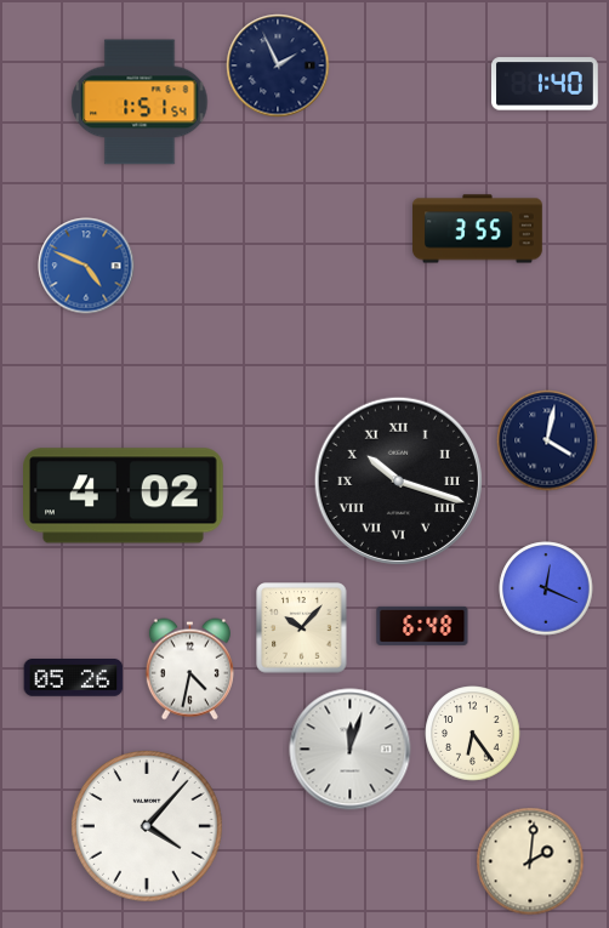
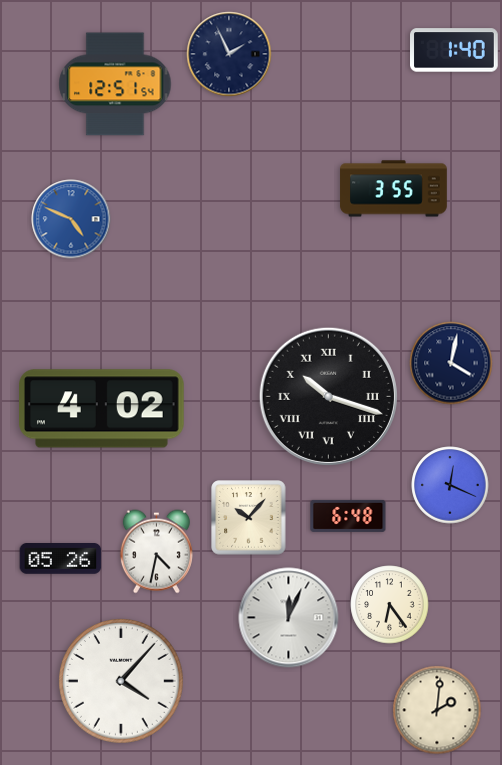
clock at (546, 84) position: (546, 84) -> (455, 50)
clock at (140, 102): 1:51 -> 12:51
clock at (351, 750): 12:03 -> 12:04
